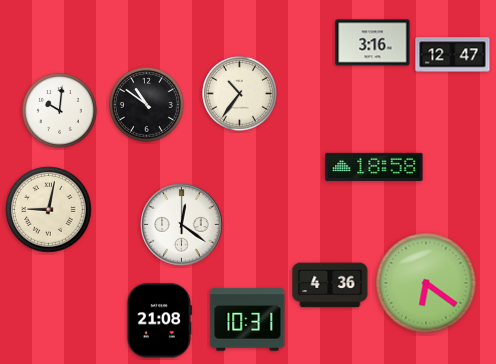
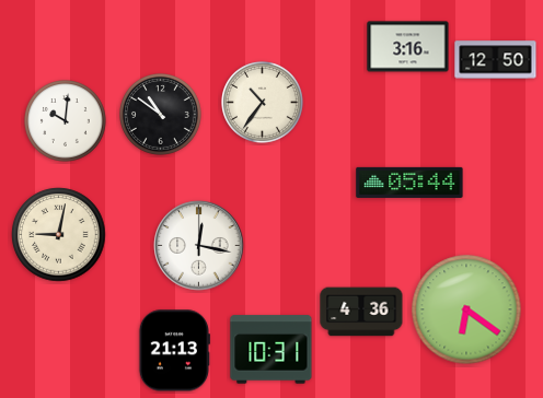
clock at (453, 55): 12:47 -> 12:50
clock at (374, 167): 18:58 -> 05:44
clock at (49, 210) position: (49, 210) -> (59, 235)
clock at (182, 225): 12:21 -> 12:17
clock at (159, 321): 21:08 -> 21:13
